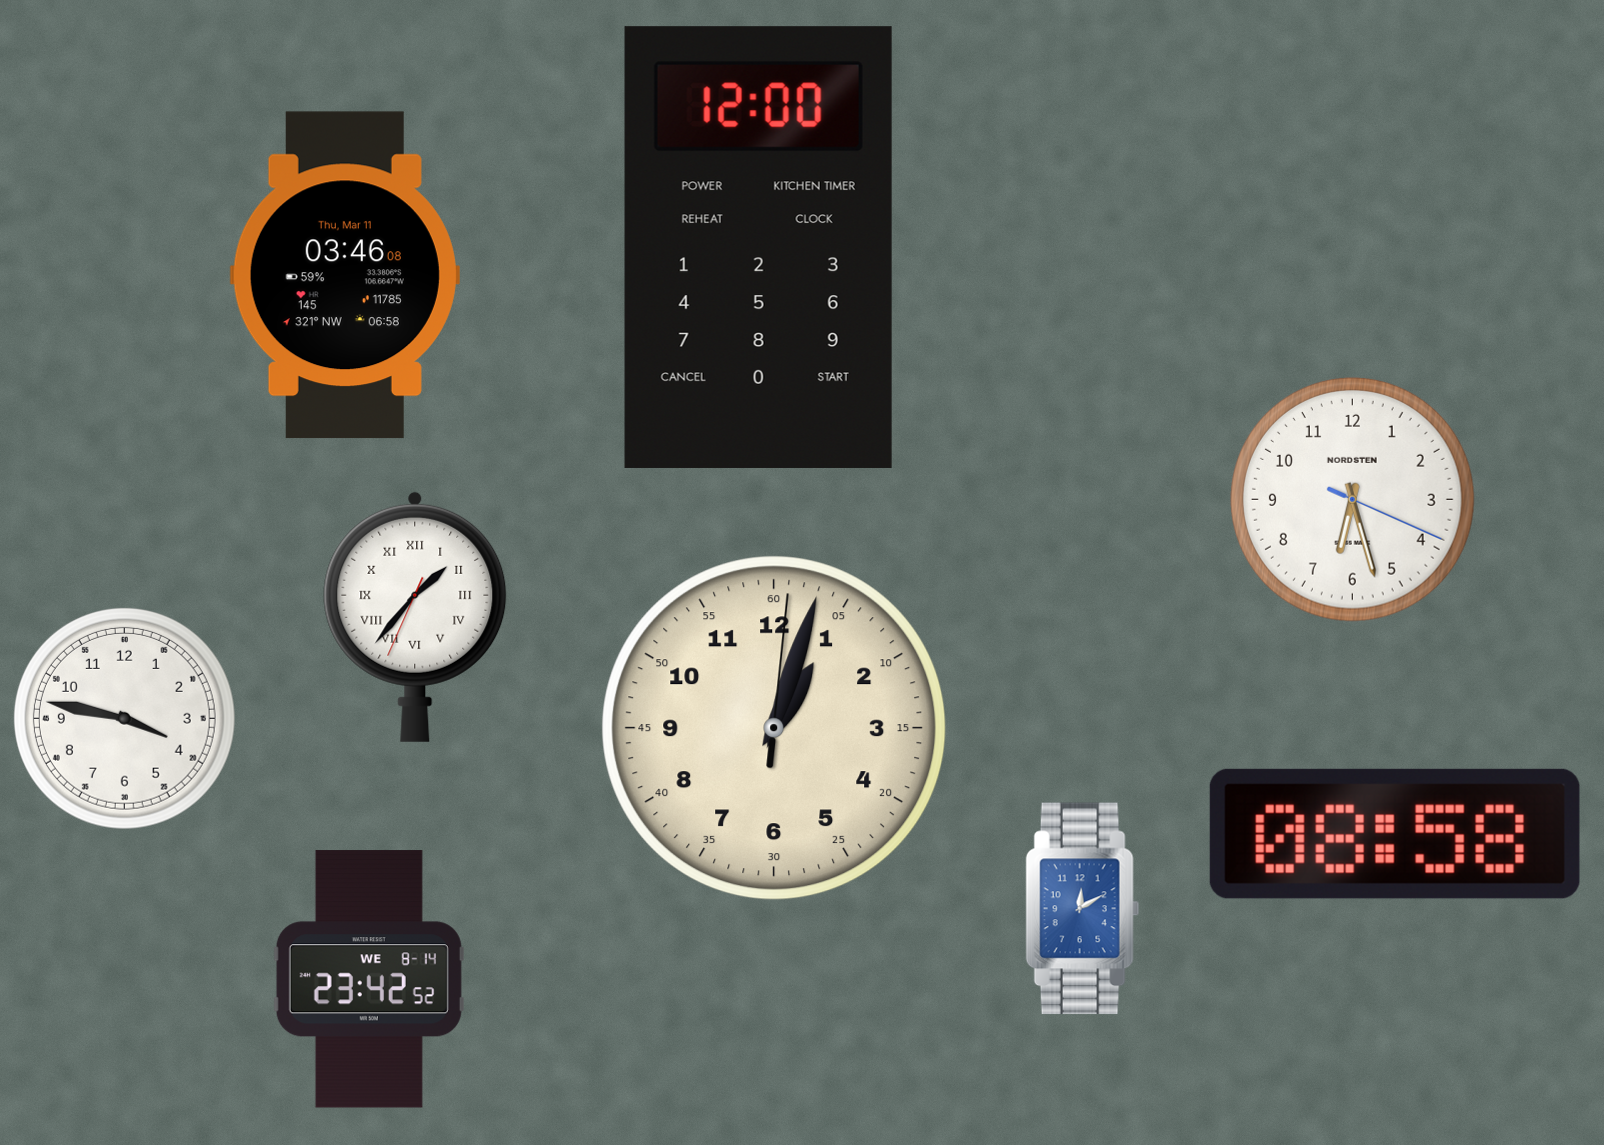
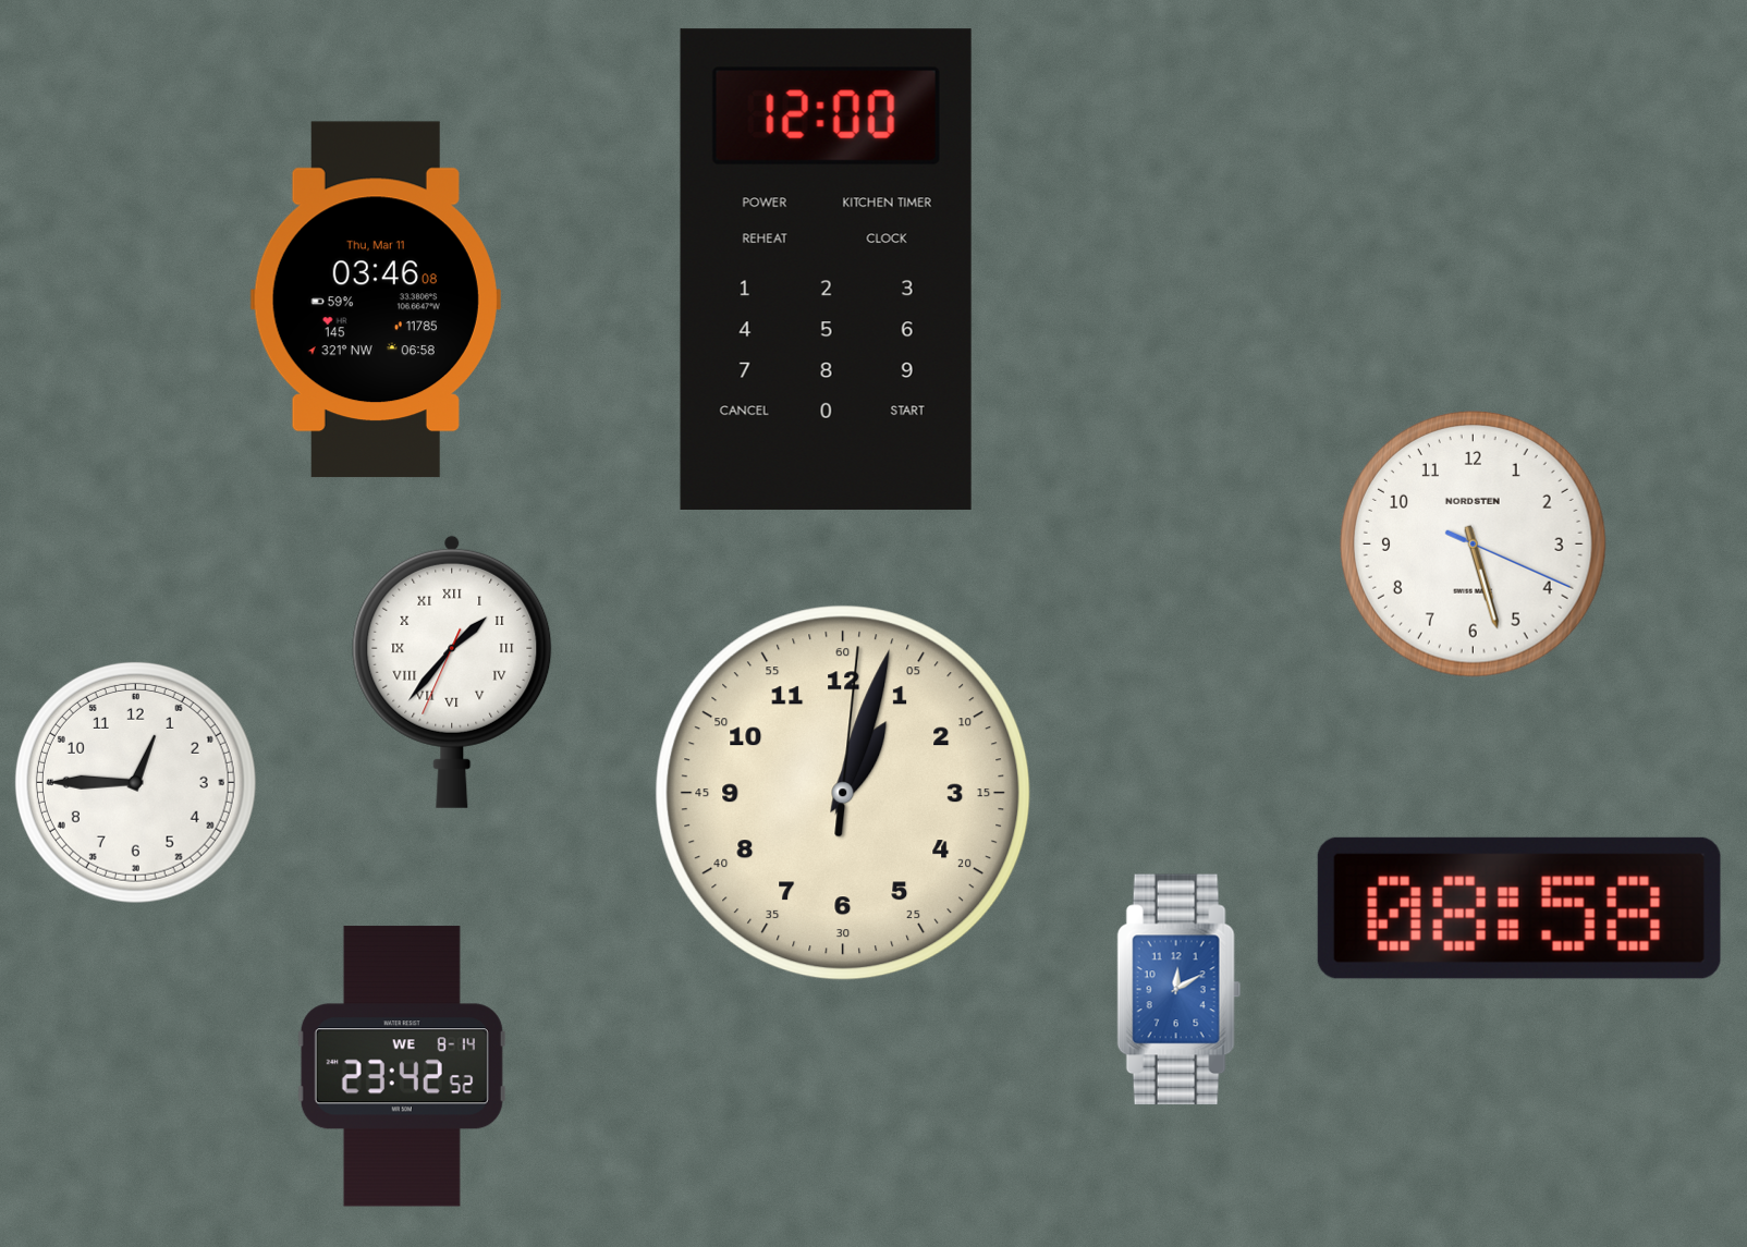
clock at (1353, 500): 6:27 -> 5:27
clock at (124, 718): 3:47 -> 12:45
